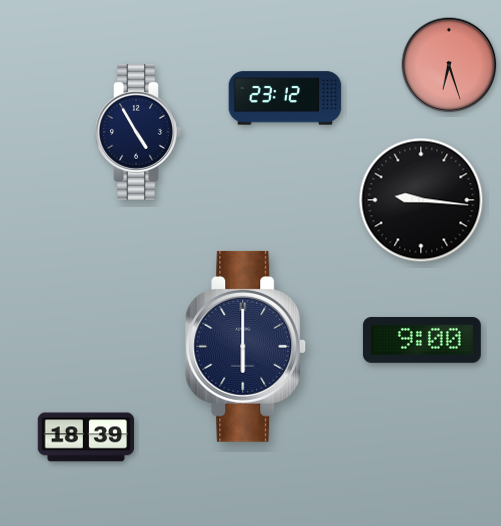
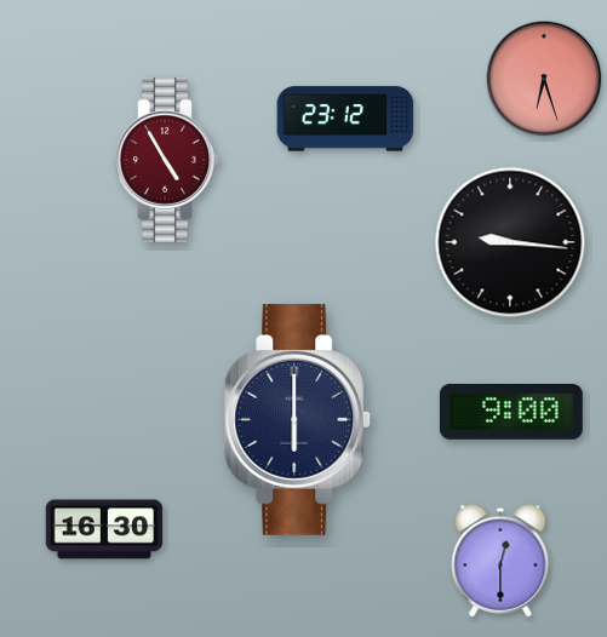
clock at (138, 132) dial: navy -> burgundy
clock at (86, 437): 18:39 -> 16:30
clock at (500, 561): none -> 12:30
